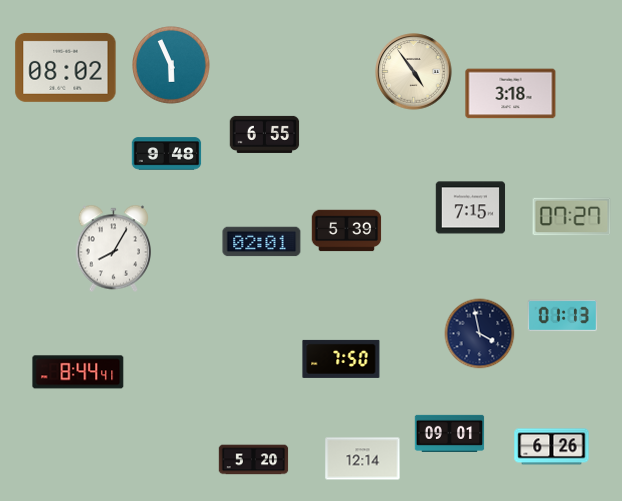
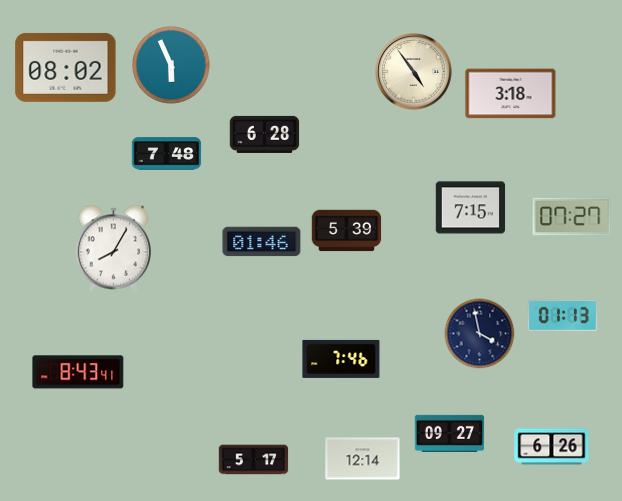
clock at (265, 134): 6:55 -> 6:28
clock at (167, 154): 9:48 -> 7:48
clock at (262, 242): 02:01 -> 01:46
clock at (341, 359): 7:50 -> 7:46
clock at (78, 372): 8:44 -> 8:43
clock at (450, 433): 09:01 -> 09:27
clock at (254, 460): 5:20 -> 5:17
